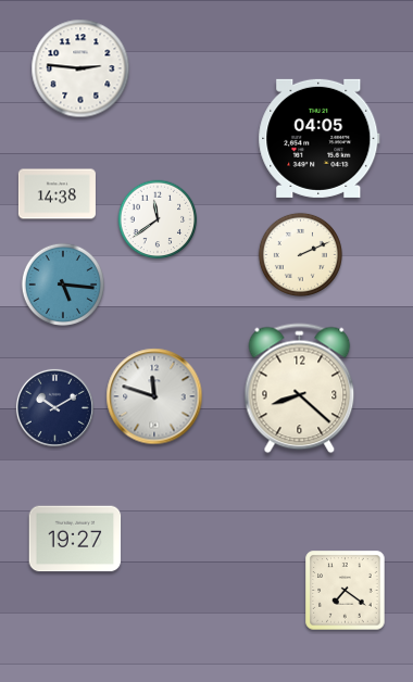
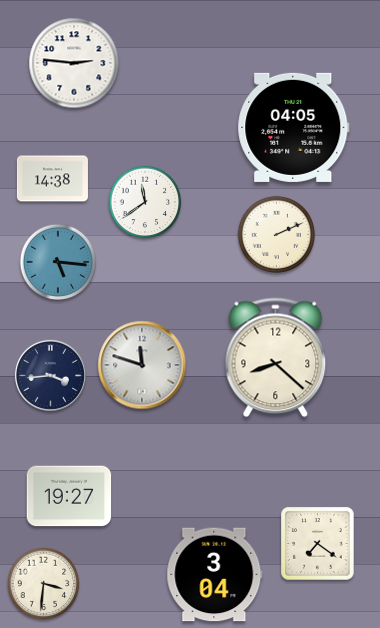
clock at (54, 407): 10:10 -> 3:44
clock at (215, 575): none -> 3:04
clock at (44, 584): none -> 3:31
